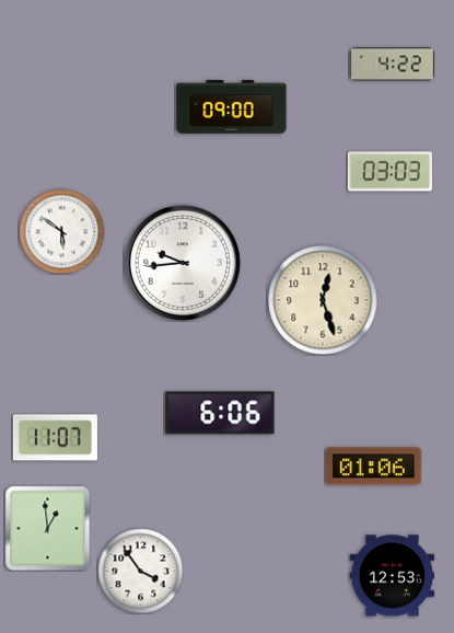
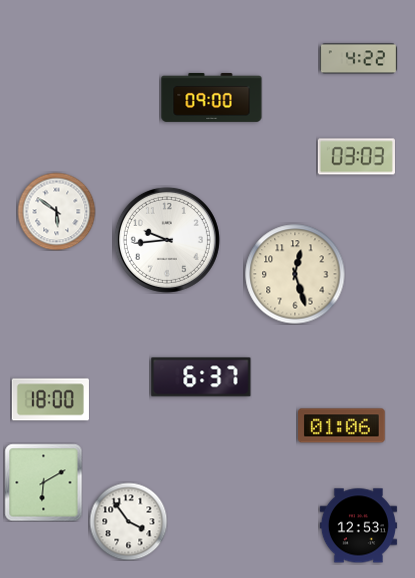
clock at (220, 413): 6:06 -> 6:37
clock at (55, 438): 11:07 -> 18:00
clock at (47, 528): 12:59 -> 6:10
